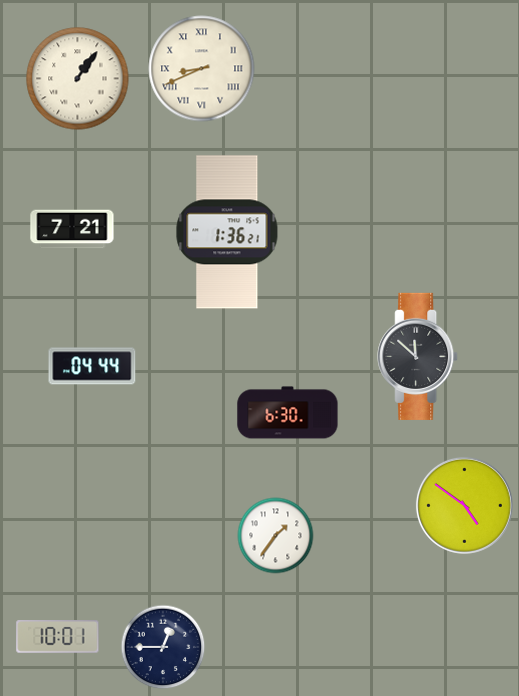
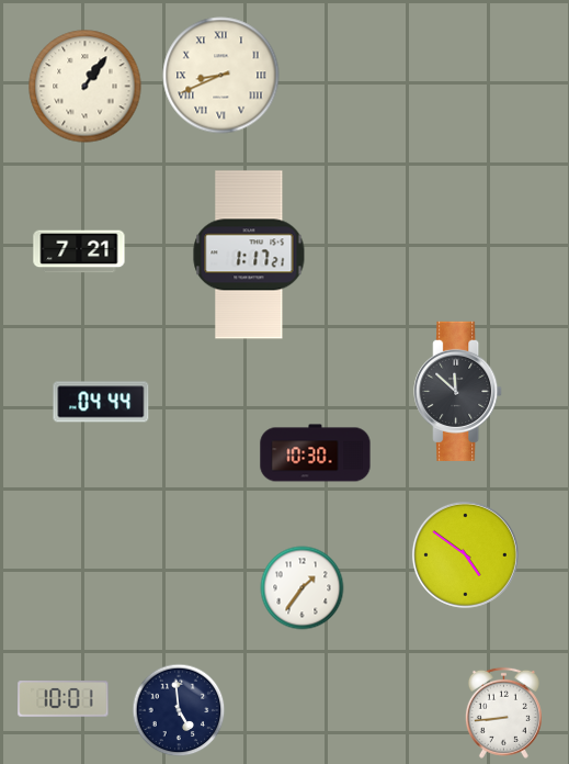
clock at (227, 232): 1:36 -> 1:17
clock at (288, 413): 6:30 -> 10:30
clock at (464, 505) position: (464, 505) -> (465, 554)
clock at (163, 647): 12:45 -> 4:59
clock at (503, 712): none -> 8:44
